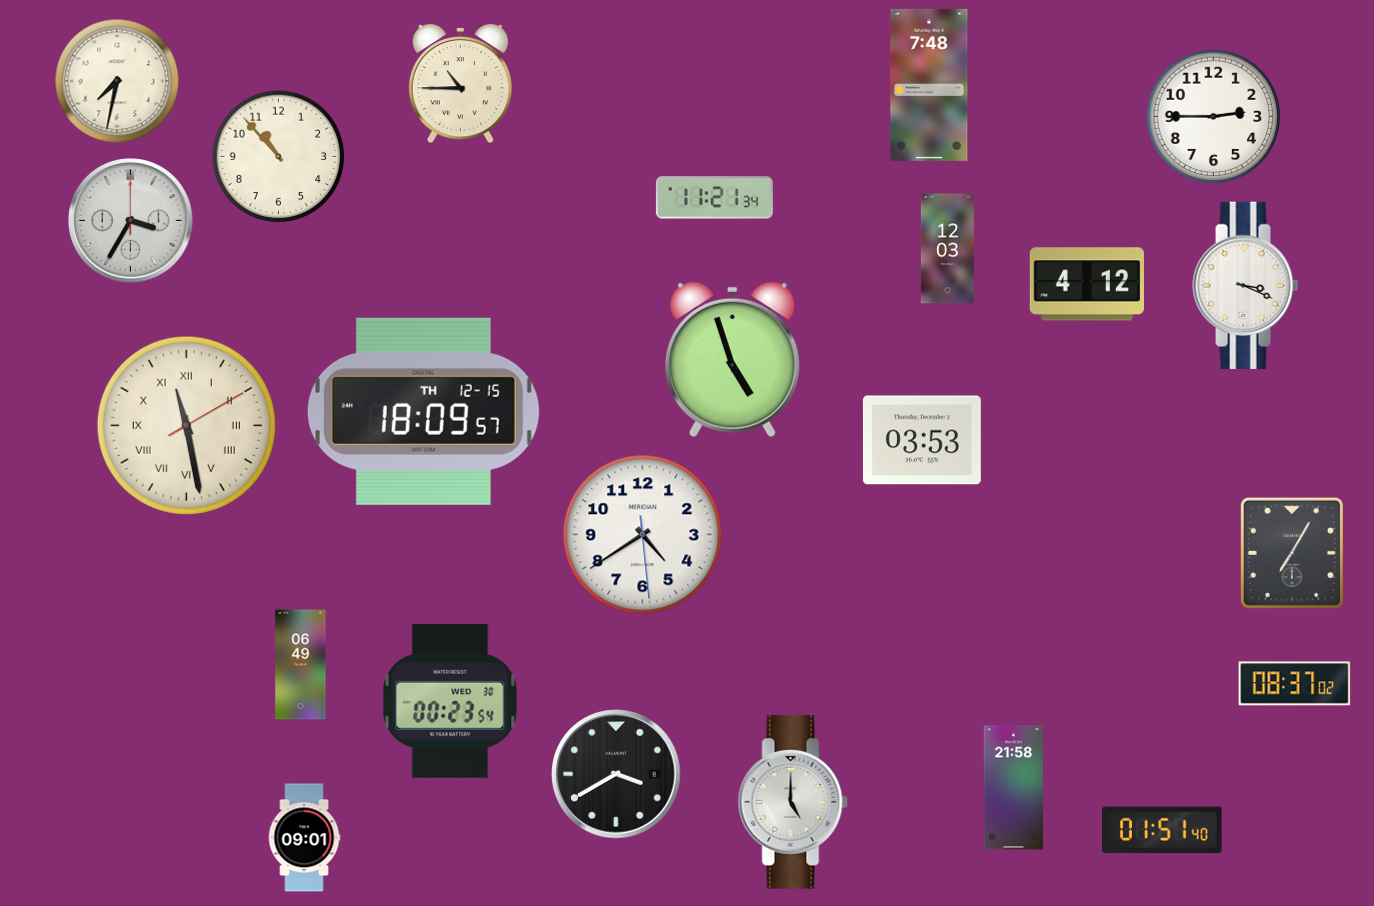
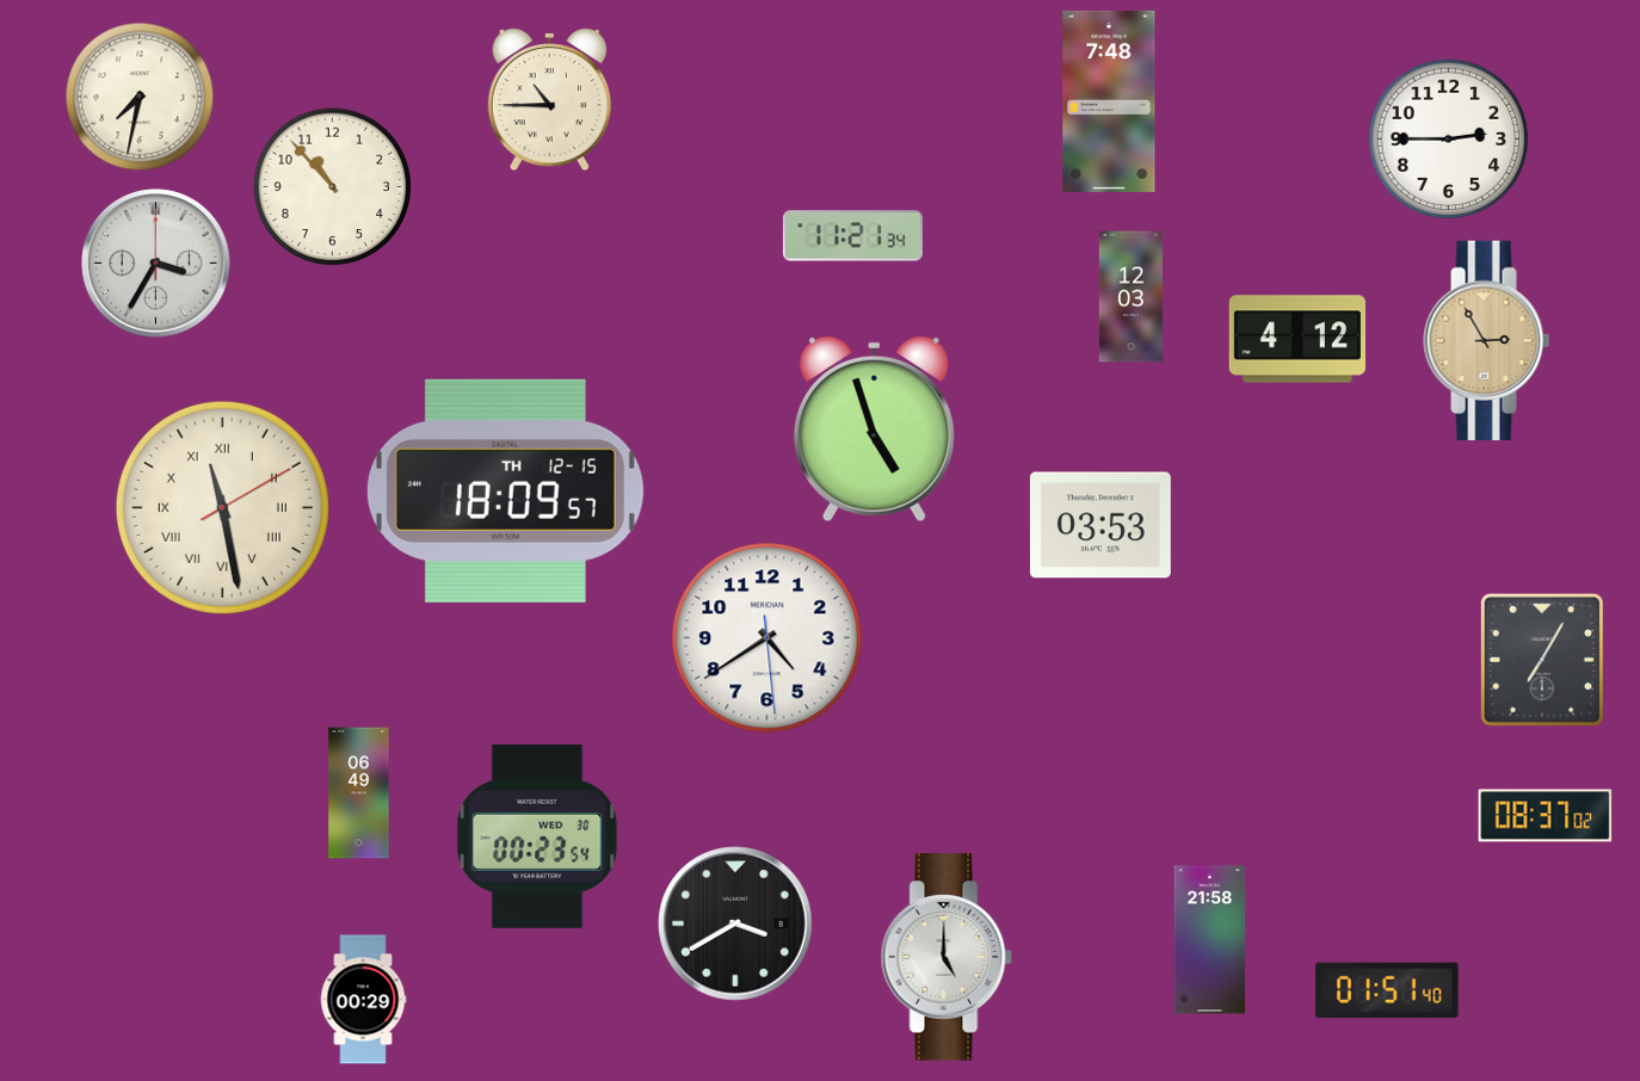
clock at (1246, 285): 3:19 -> 2:55
clock at (1246, 285) dial: white -> champagne
clock at (304, 838): 09:01 -> 00:29
